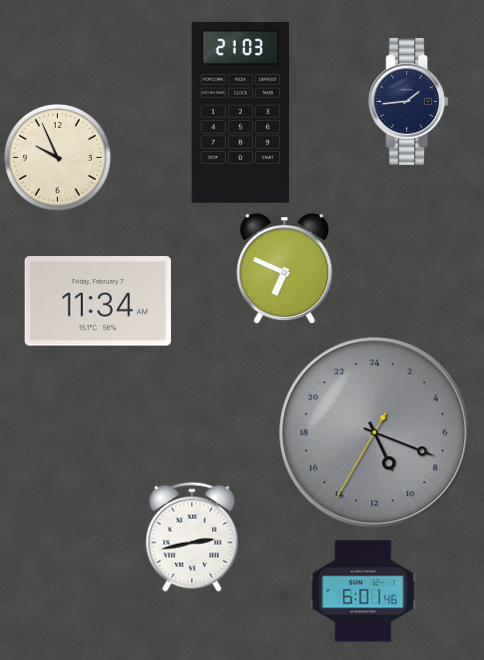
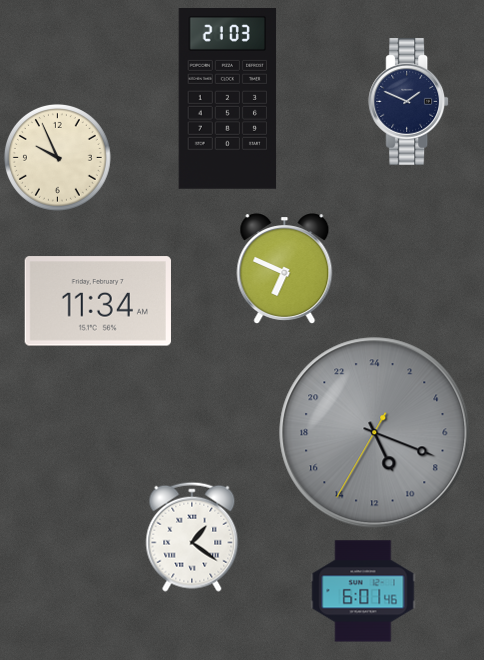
clock at (409, 102): 1:44 -> 1:49
clock at (241, 113) position: (241, 113) -> (228, 99)
clock at (192, 537): 2:43 -> 1:21
